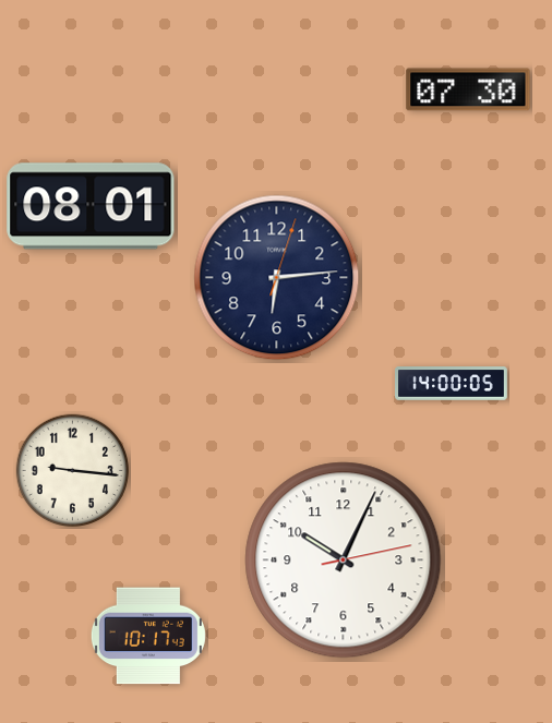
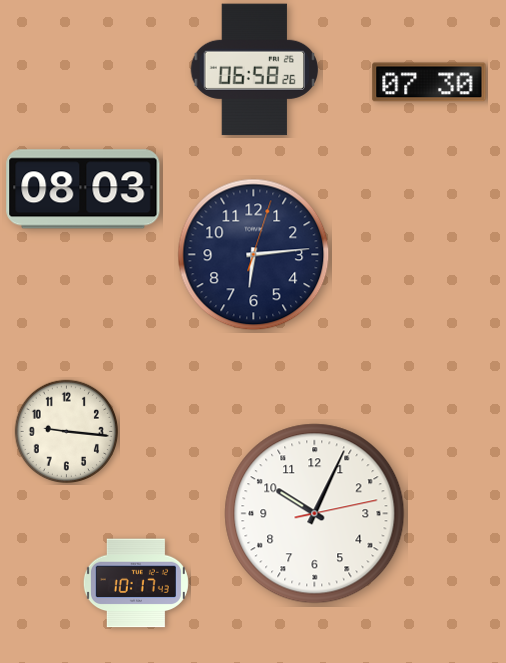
clock at (255, 70): none -> 06:58
clock at (91, 206): 08:01 -> 08:03
clock at (452, 384): 14:00 -> none
